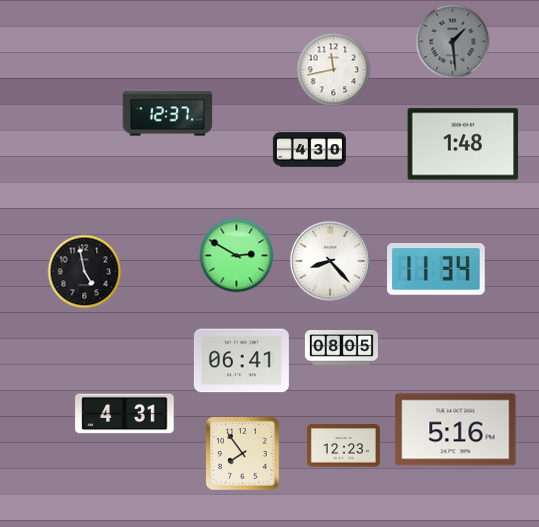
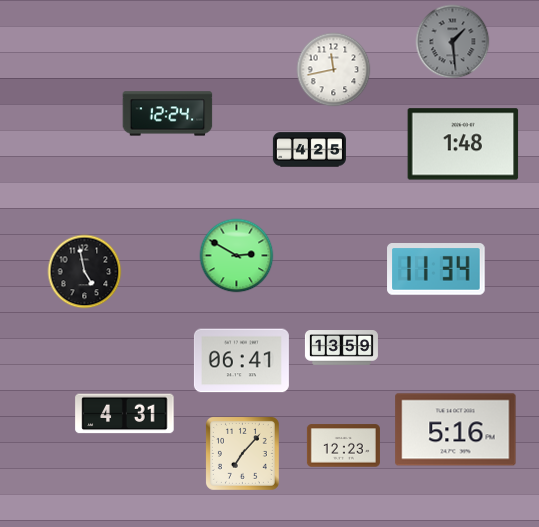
clock at (168, 114): 12:37 -> 12:24
clock at (309, 150): 4:30 -> 4:25
clock at (330, 261): 8:23 -> none
clock at (341, 348): 08:05 -> 13:59
clock at (242, 453): 7:54 -> 7:07
